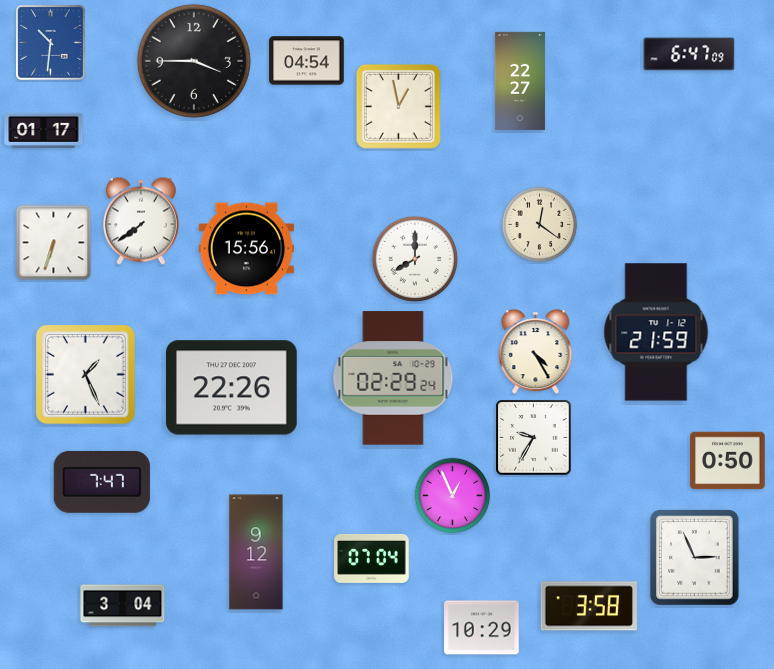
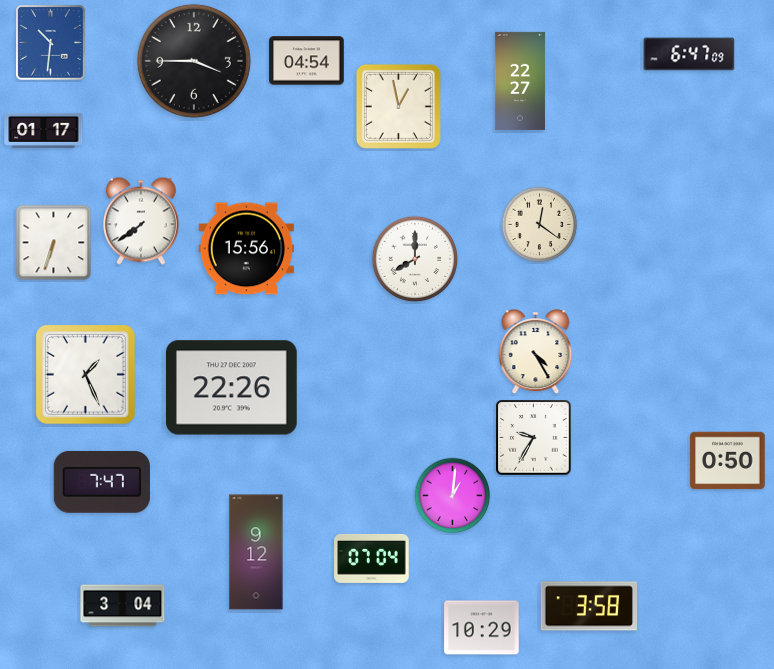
clock at (656, 332): 21:59 -> none
clock at (393, 378): 02:29 -> none
clock at (453, 496): 12:56 -> 1:01
clock at (695, 558): 2:56 -> none
